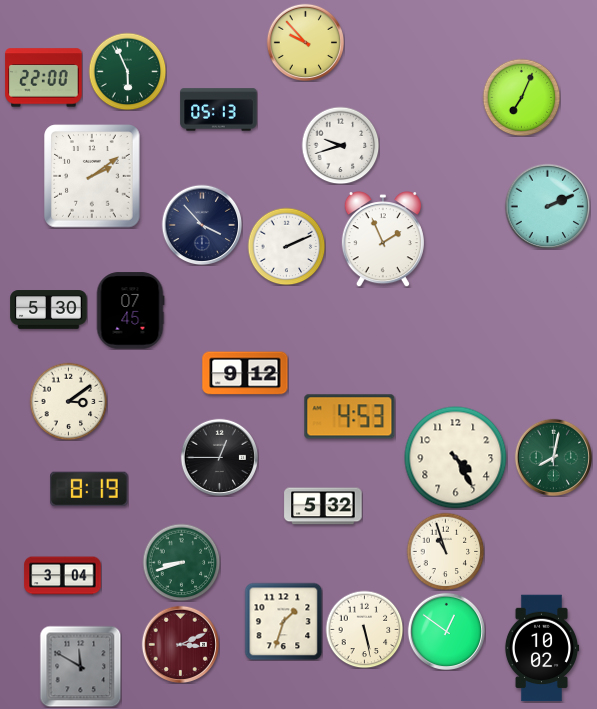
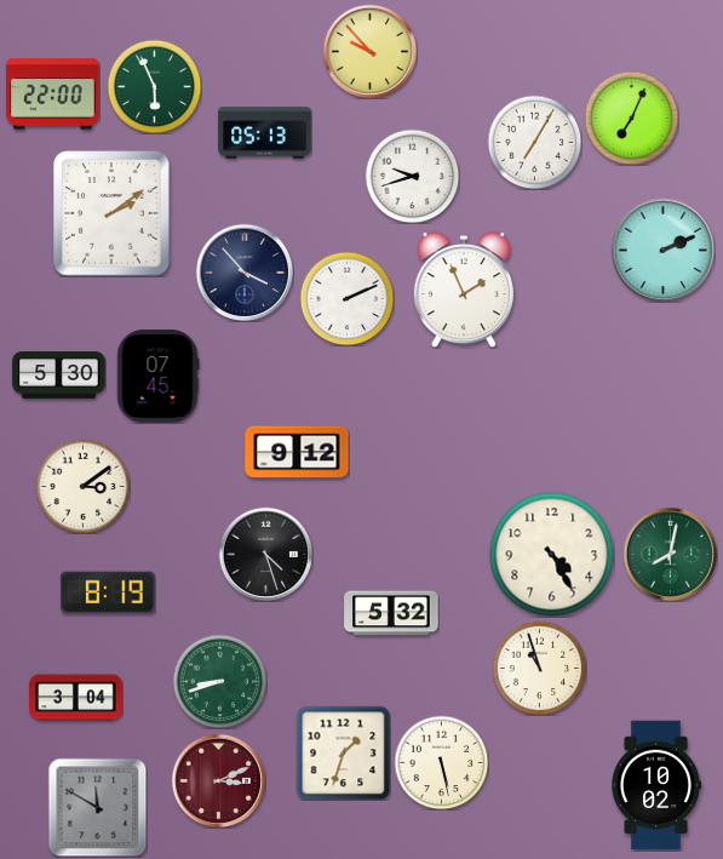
clock at (534, 142): none -> 7:05
clock at (350, 417): 4:53 -> none
clock at (219, 457): 12:45 -> 4:27
clock at (446, 631): 12:51 -> none
